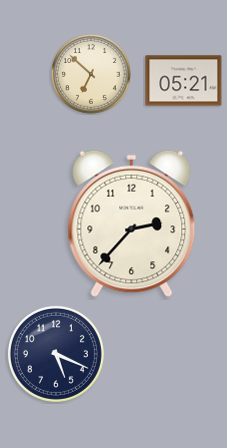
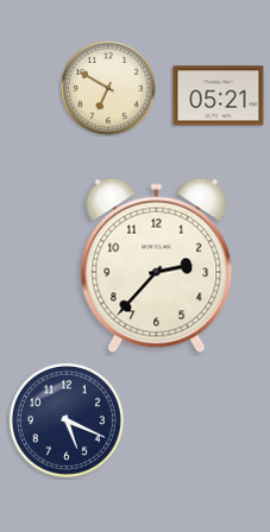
clock at (91, 74): 6:52 -> 6:50
